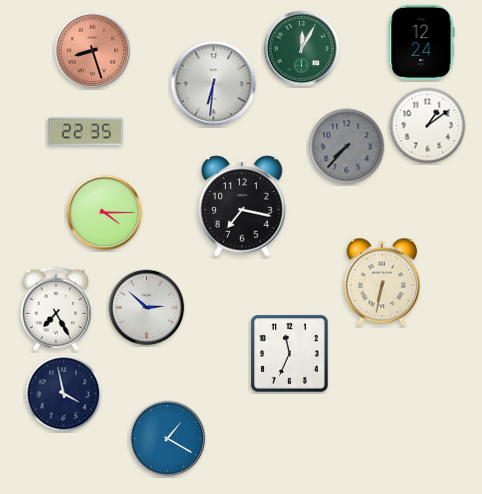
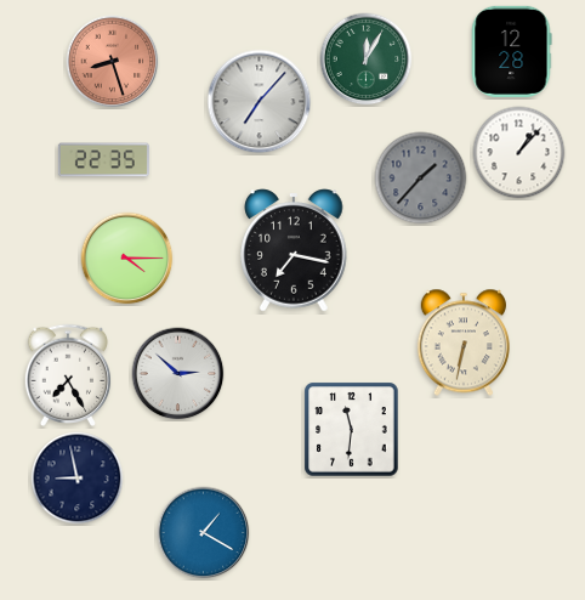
clock at (421, 42): 12:24 -> 12:28
clock at (214, 84): 6:31 -> 7:07
clock at (428, 126): 1:09 -> 1:07
clock at (347, 147): 7:37 -> 1:37
clock at (290, 354): 11:34 -> 11:31
clock at (64, 394): 3:58 -> 8:58
